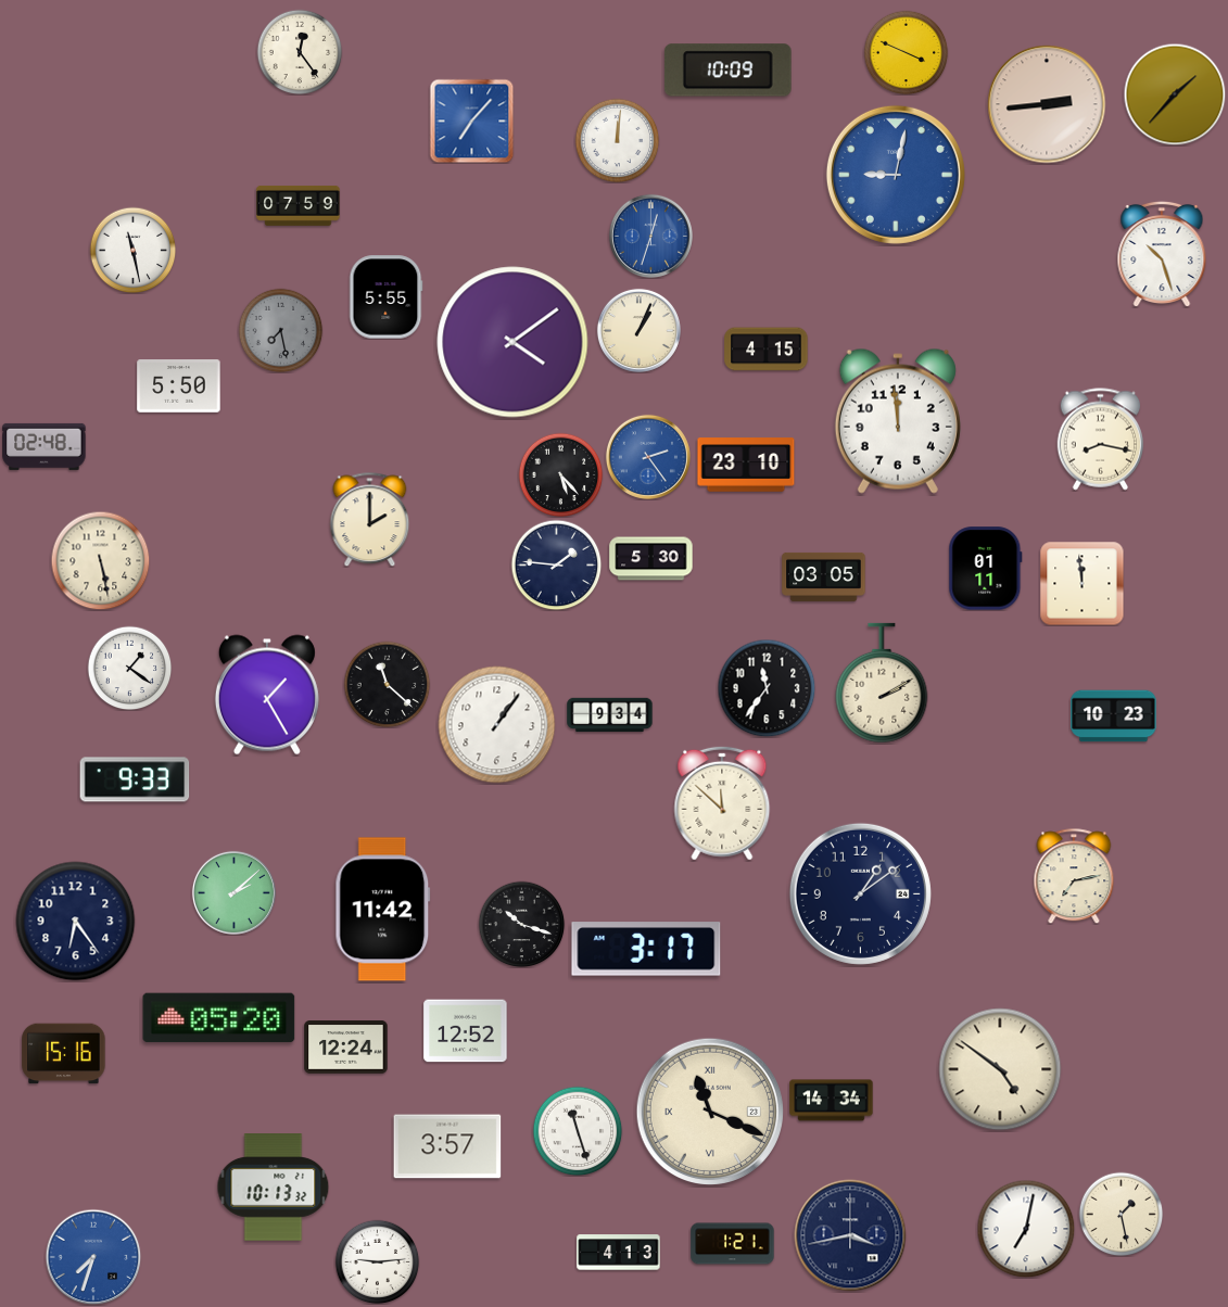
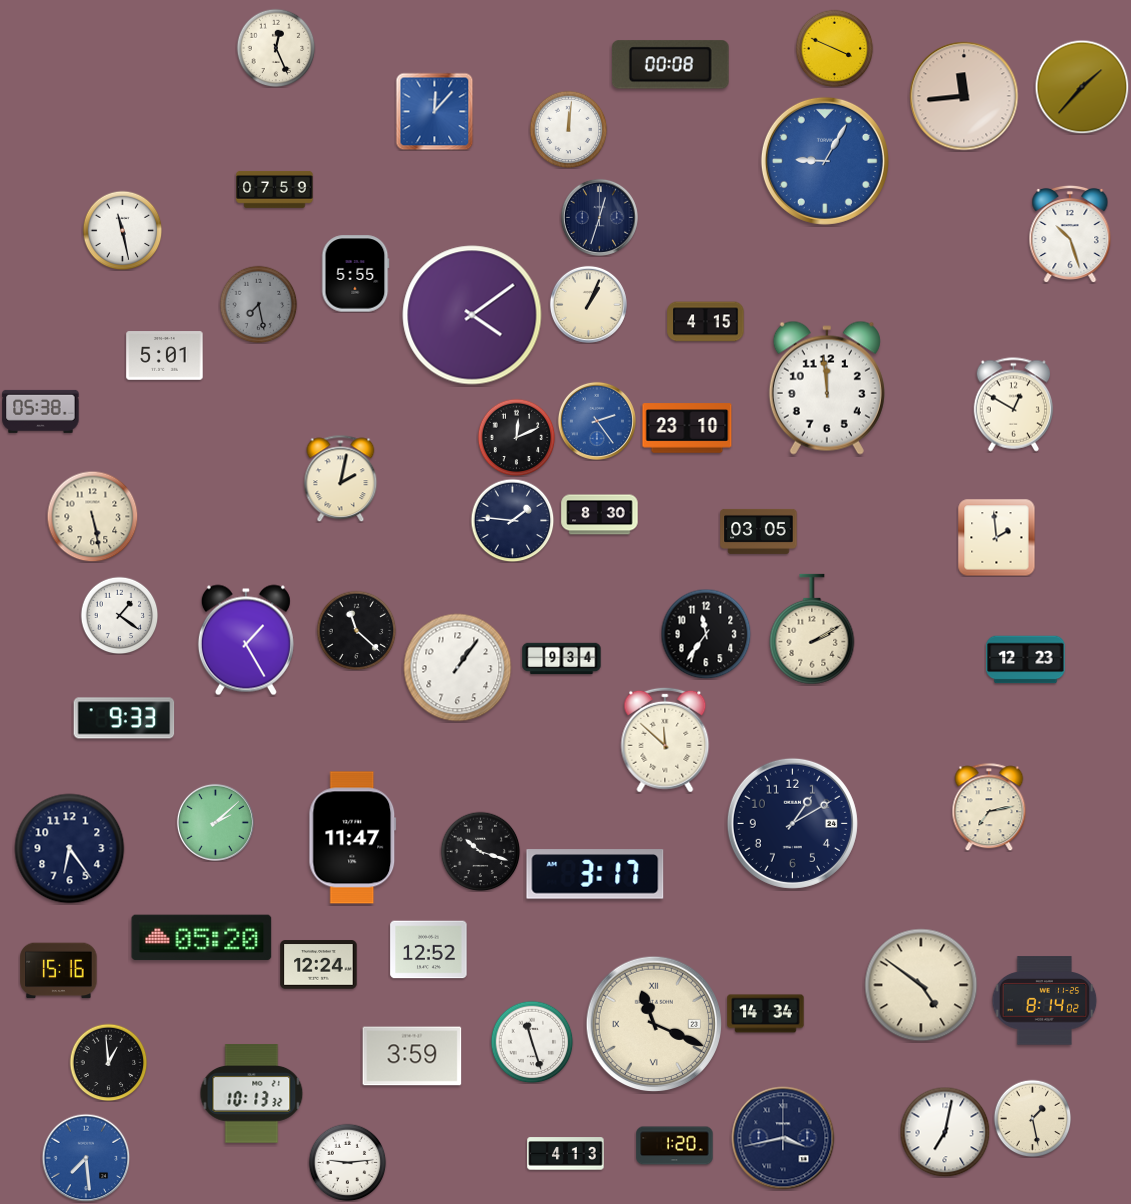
clock at (300, 52): 12:24 -> 12:26
clock at (727, 71): 10:09 -> 00:08
clock at (1047, 104): 2:44 -> 11:44
clock at (471, 120): 7:07 -> 12:07
clock at (896, 175): 9:02 -> 9:05
clock at (650, 236) dial: blue -> navy
clock at (179, 386): 5:50 -> 5:01
clock at (1101, 440): 8:17 -> 12:50
clock at (45, 446): 02:48 -> 05:38
clock at (560, 474): 5:23 -> 12:11
clock at (370, 519): 2:00 -> 2:02
clock at (651, 559): 5:30 -> 8:30
clock at (986, 569): 01:11 -> none
clock at (1081, 583): 11:59 -> 1:59
clock at (1114, 716): 10:23 -> 12:23
clock at (860, 893): 1:09 -> 1:10
clock at (383, 910): 11:42 -> 11:47
clock at (1045, 1001): none -> 8:14
clock at (447, 1146): 3:57 -> 3:59
clock at (108, 1062): none -> 12:59
clock at (733, 1244): 1:21 -> 1:20
clock at (619, 1253) position: (619, 1253) -> (566, 1154)
clock at (93, 1257): 7:33 -> 7:29
